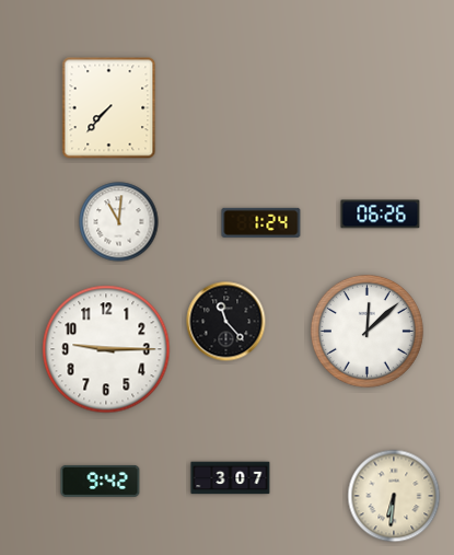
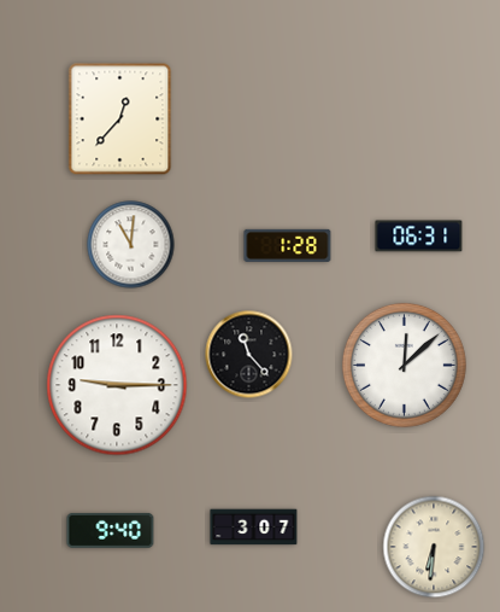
clock at (109, 108): 7:37 -> 12:37
clock at (381, 215): 06:26 -> 06:31
clock at (261, 222): 1:24 -> 1:28
clock at (101, 481): 9:42 -> 9:40
